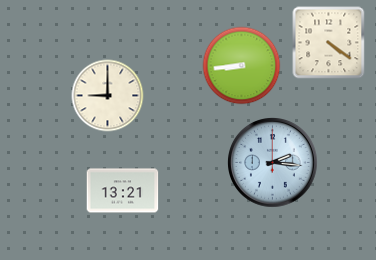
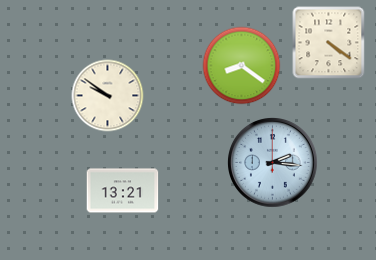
clock at (242, 66): 8:44 -> 8:21
clock at (108, 96): 9:00 -> 9:51
